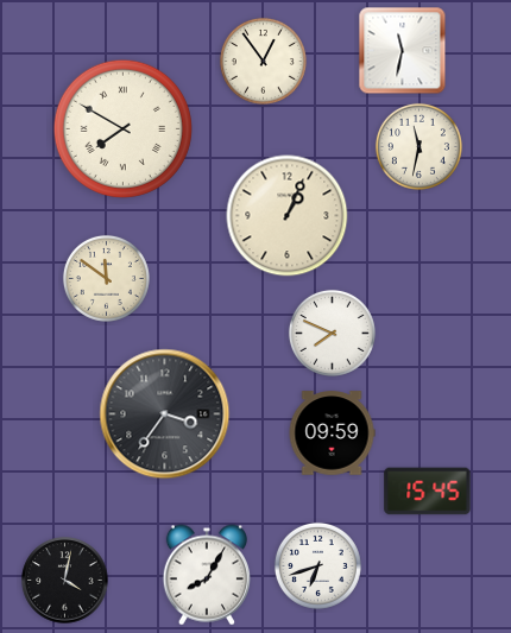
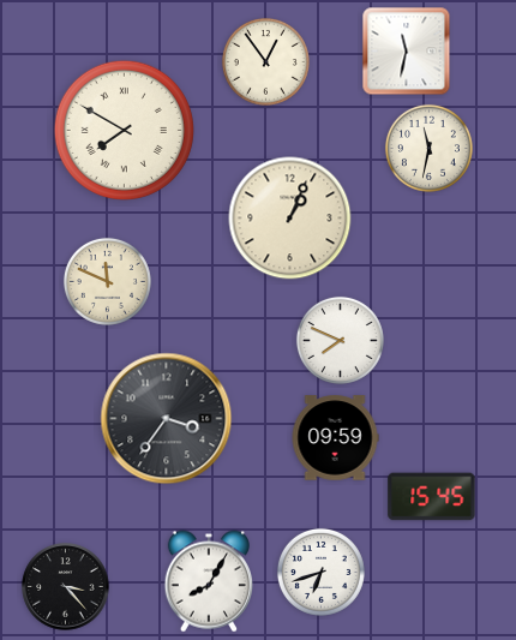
clock at (418, 146) position: (418, 146) -> (428, 148)
clock at (106, 278): 11:51 -> 11:49
clock at (332, 333) position: (332, 333) -> (340, 340)
clock at (65, 581): 4:02 -> 3:23
